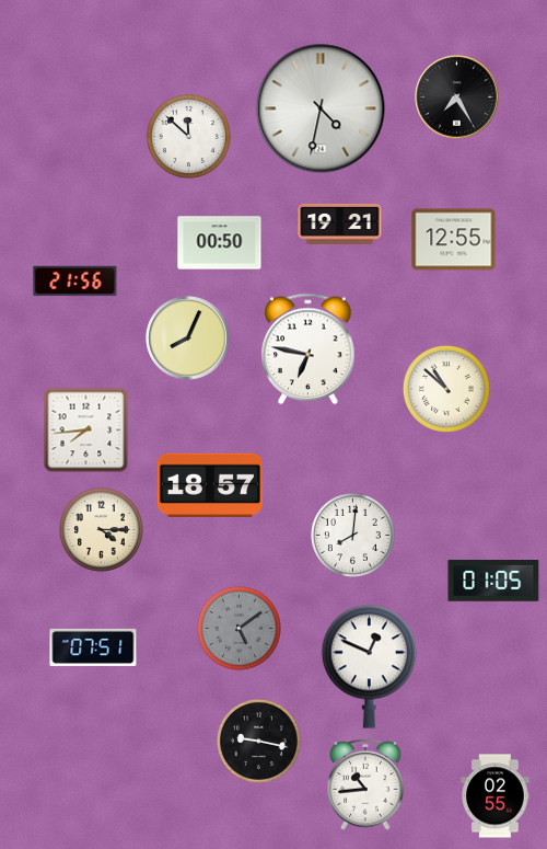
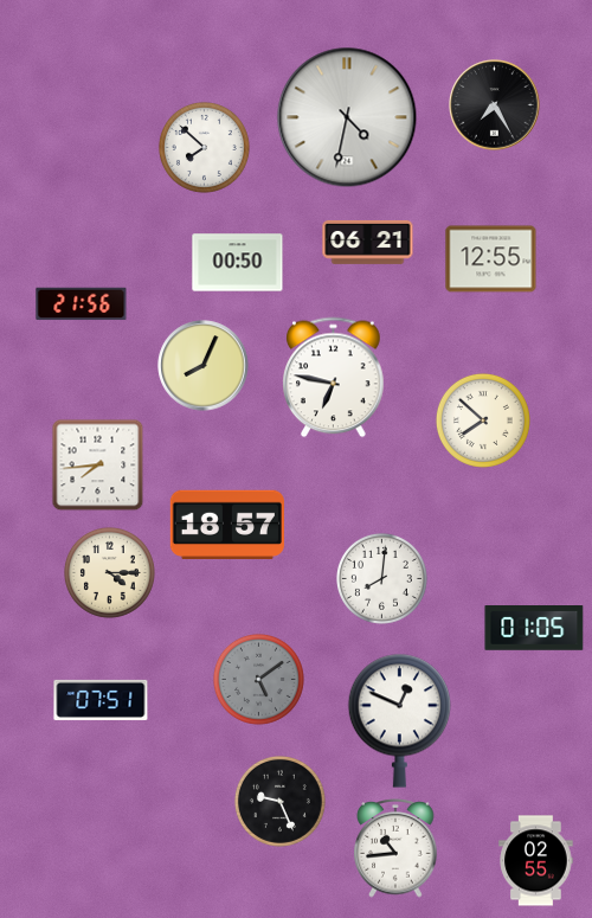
clock at (188, 136): 11:52 -> 7:52
clock at (340, 223): 19:21 -> 06:21
clock at (446, 389): 10:52 -> 7:52
clock at (85, 429) position: (85, 429) -> (97, 464)
clock at (258, 741): 9:17 -> 9:26
